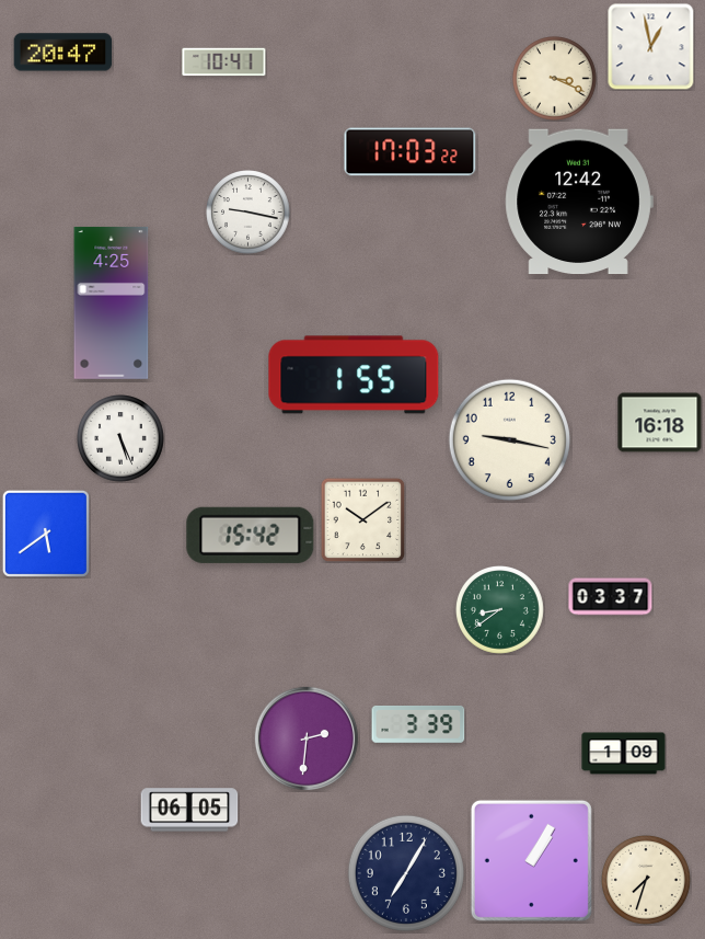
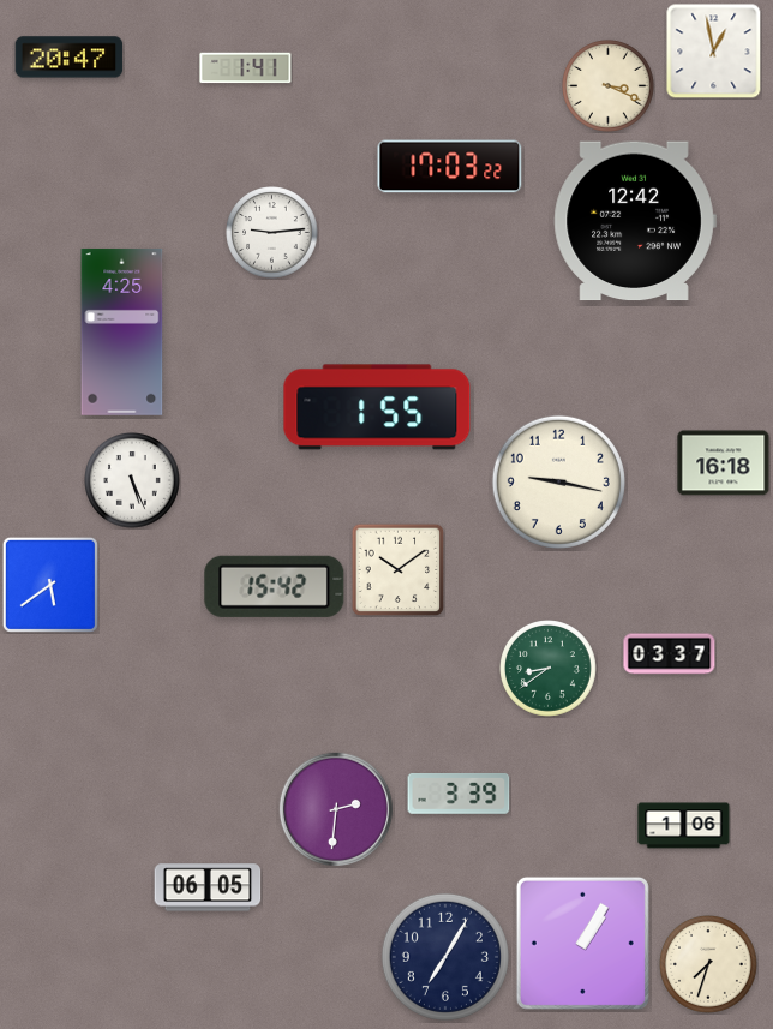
clock at (224, 62): 10:41 -> 1:41
clock at (249, 213): 9:17 -> 9:14
clock at (354, 375) position: (354, 375) -> (377, 407)
clock at (624, 754): 1:09 -> 1:06
